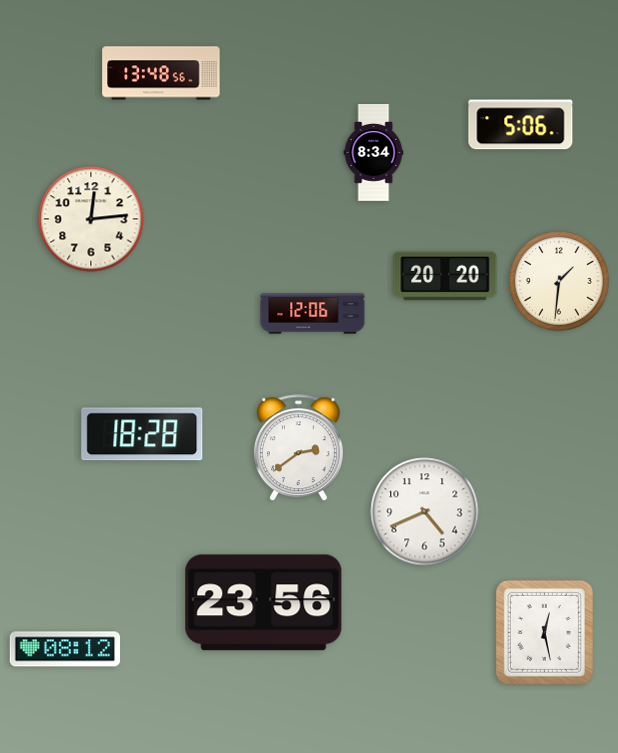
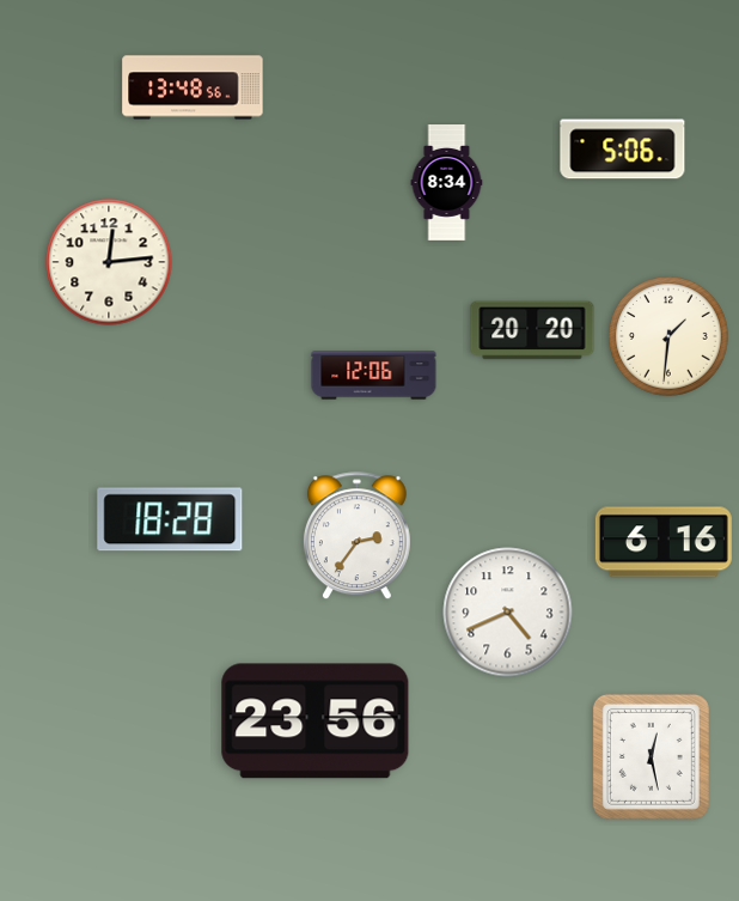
clock at (298, 448): 2:39 -> 2:36
clock at (664, 542): none -> 6:16
clock at (65, 649): 08:12 -> none
